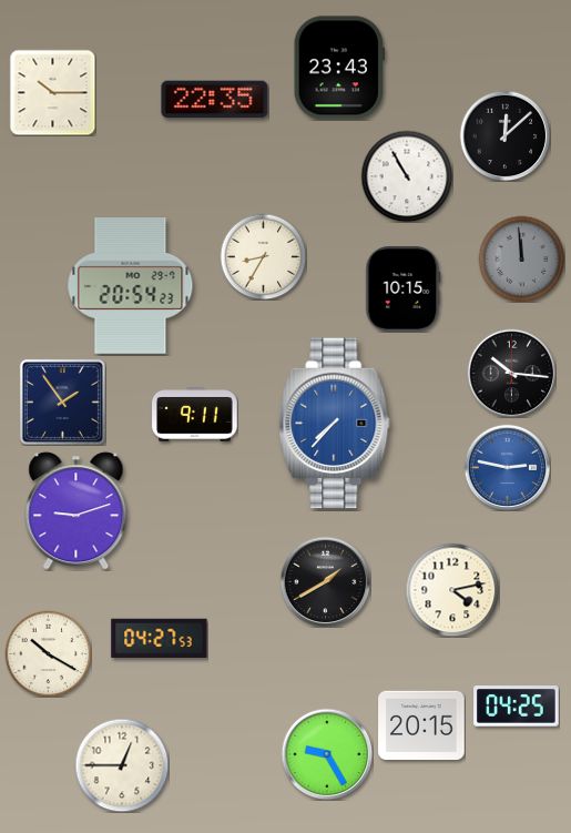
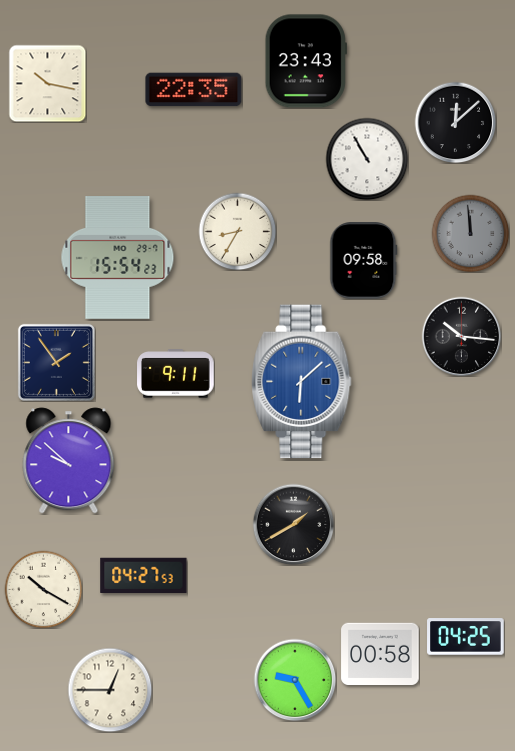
clock at (52, 92): 10:15 -> 10:17
clock at (131, 286): 20:54 -> 15:54
clock at (404, 289): 10:15 -> 09:58
clock at (335, 424): 7:37 -> 6:08
clock at (507, 467): 2:47 -> none
clock at (77, 511): 9:12 -> 9:52
clock at (452, 590): 4:13 -> none
clock at (421, 725): 20:15 -> 00:58
